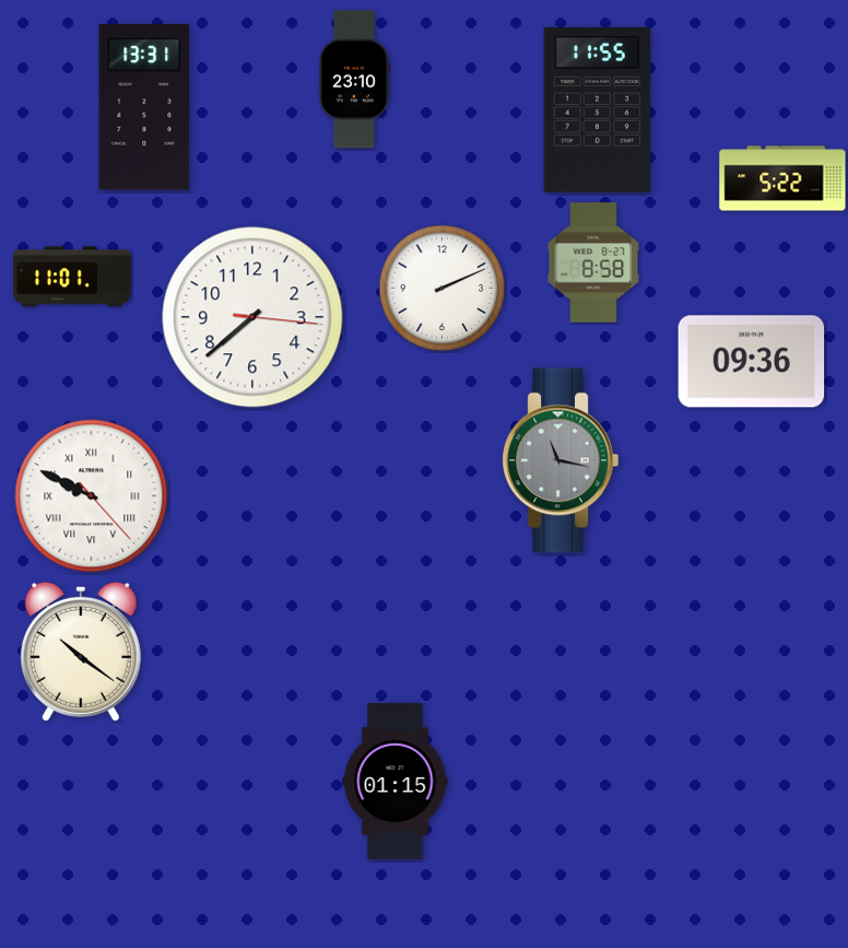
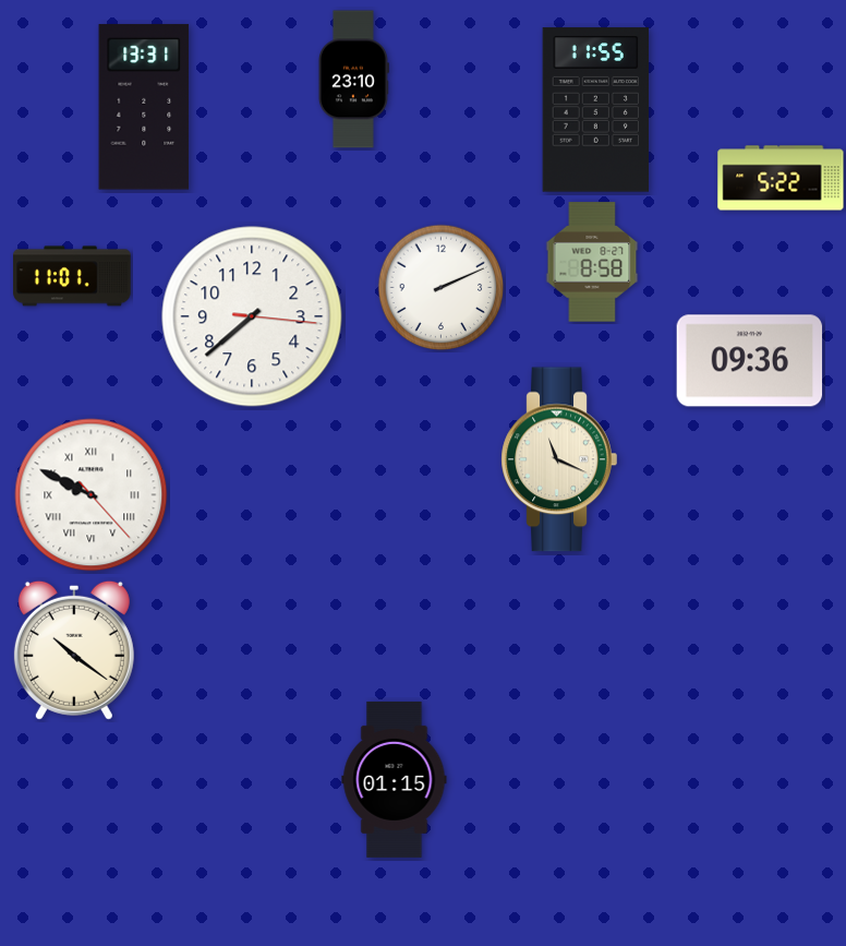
clock at (561, 460): 11:17 -> 11:19
clock at (561, 460) dial: grey -> cream
clock at (81, 652) position: (81, 652) -> (74, 650)
